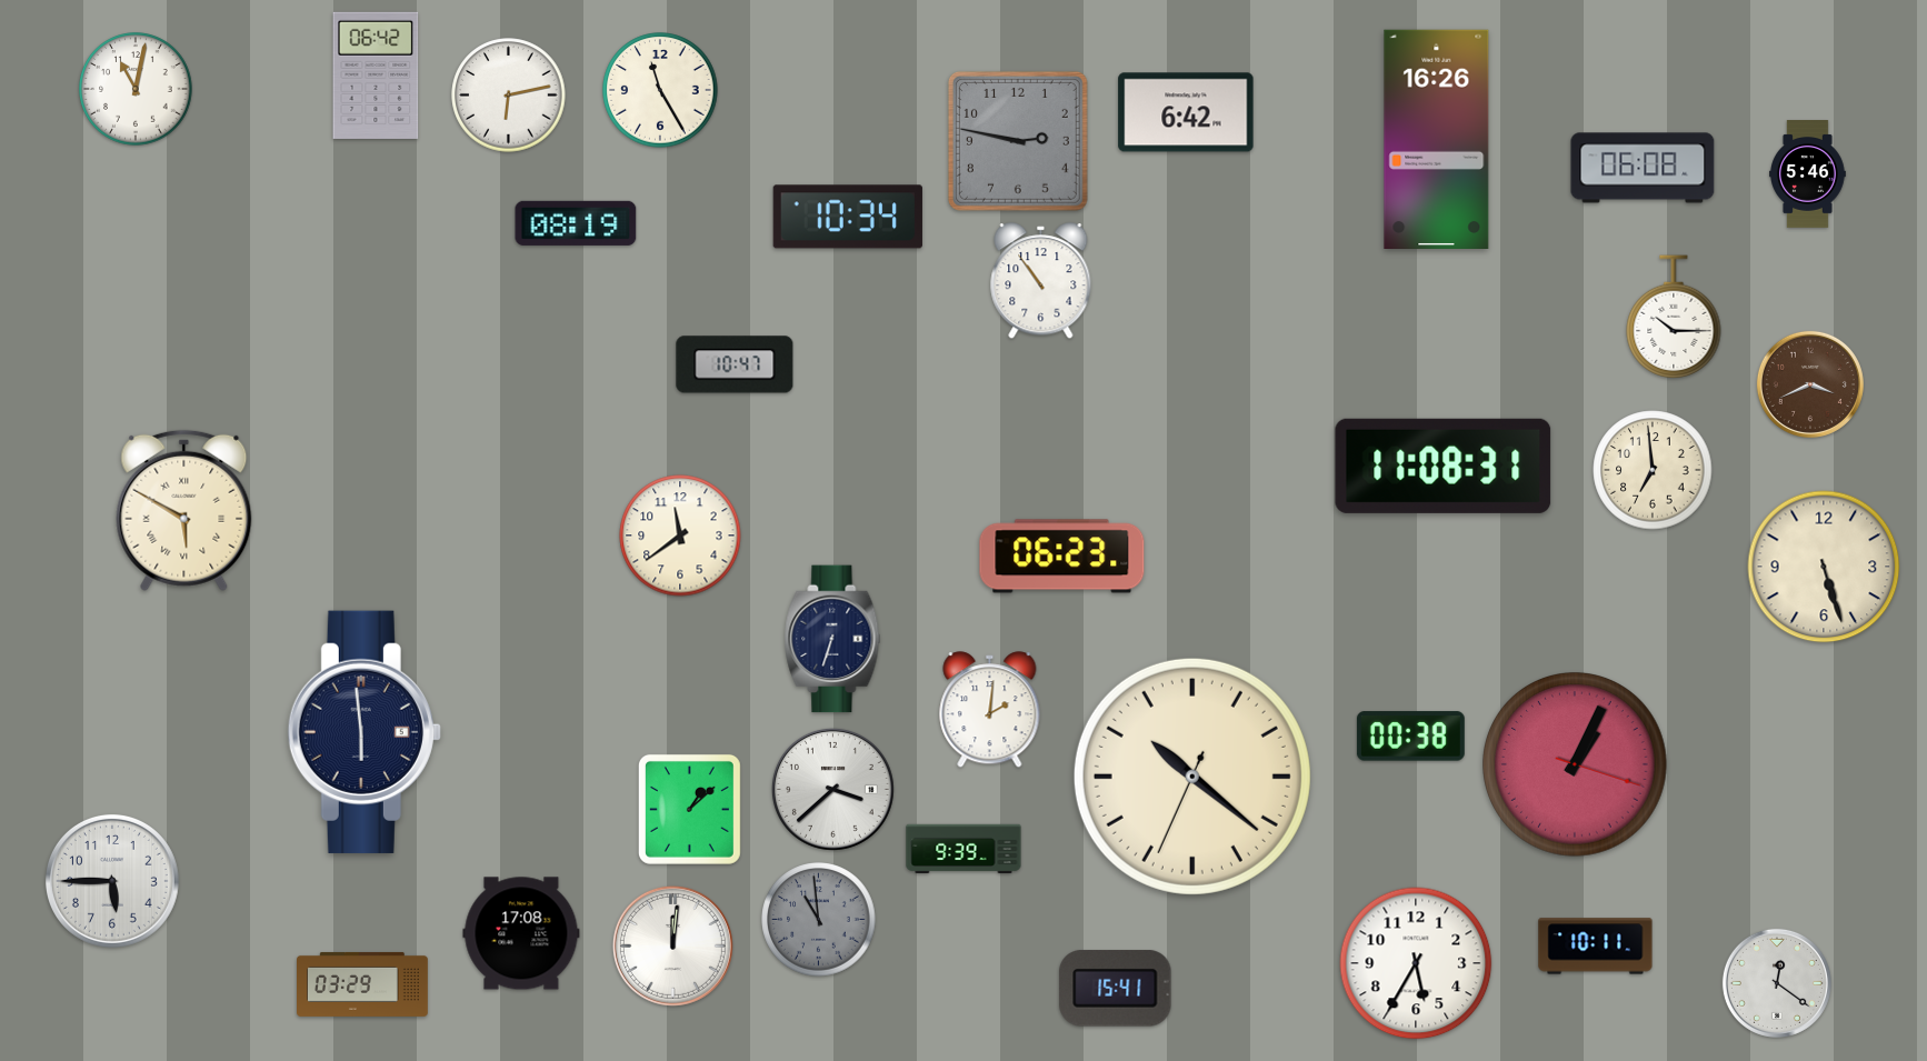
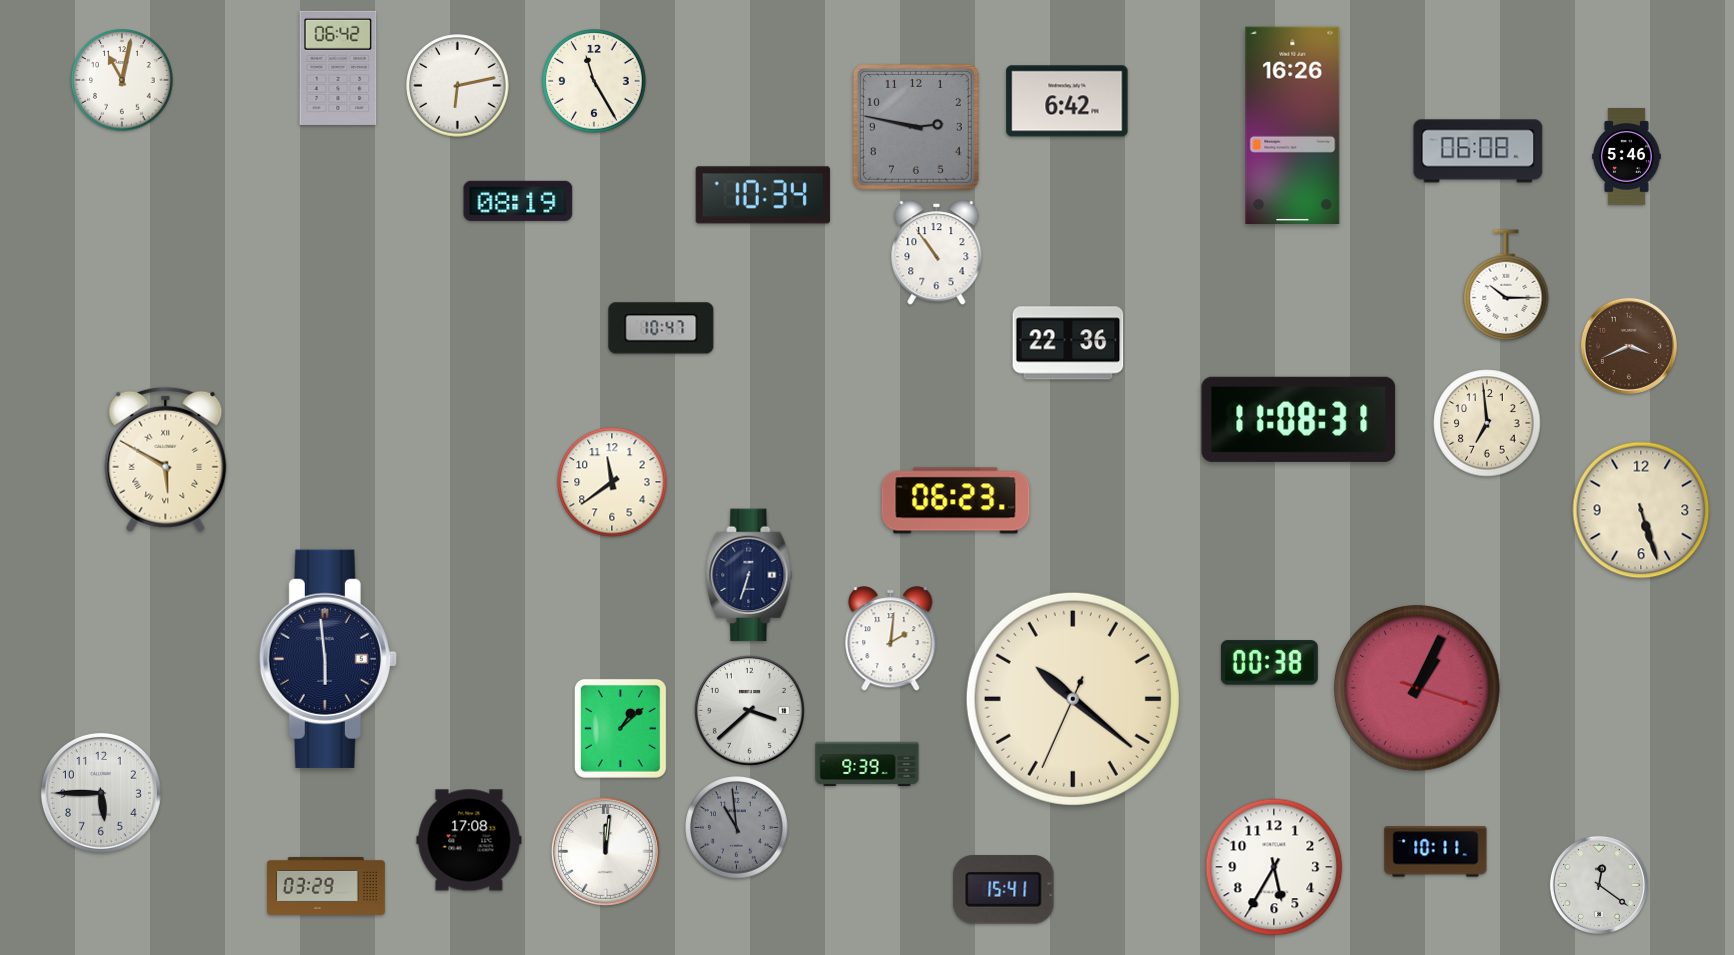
clock at (1068, 343): none -> 22:36
